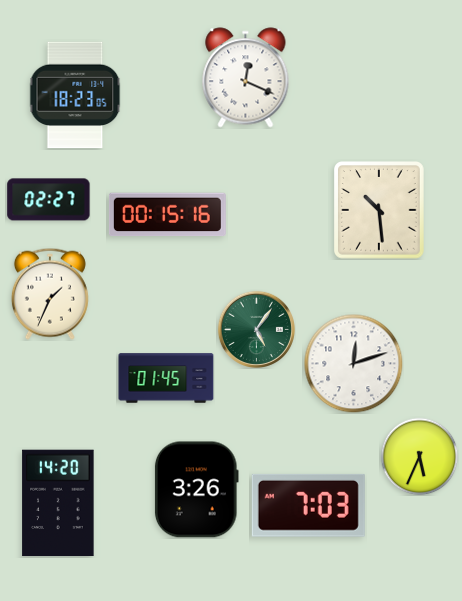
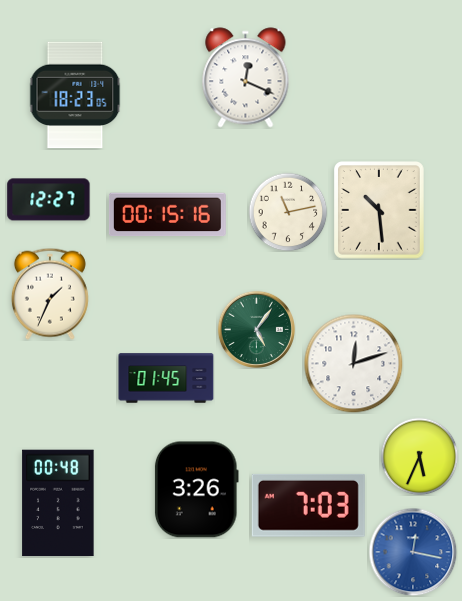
clock at (49, 200): 02:27 -> 12:27
clock at (288, 212): none -> 11:13
clock at (58, 503): 14:20 -> 00:48
clock at (413, 552): none -> 12:17
